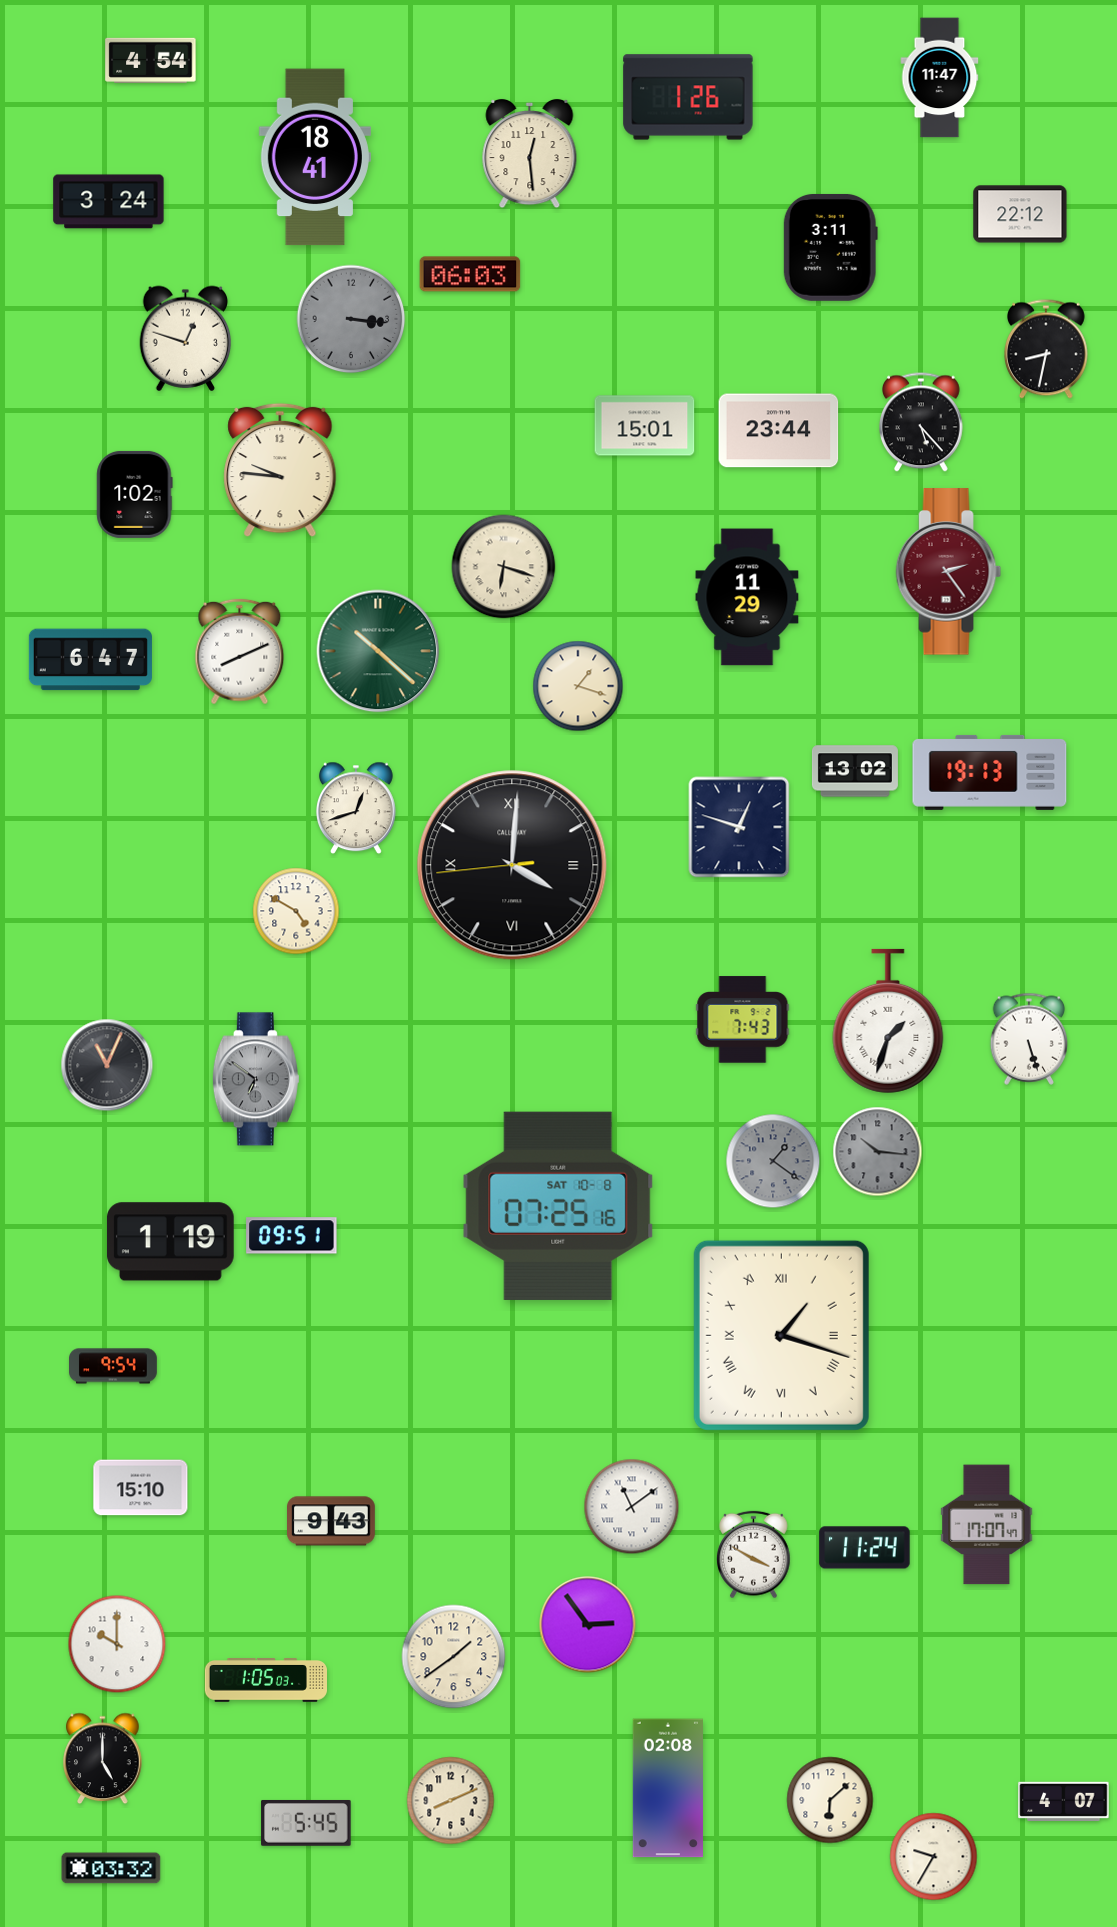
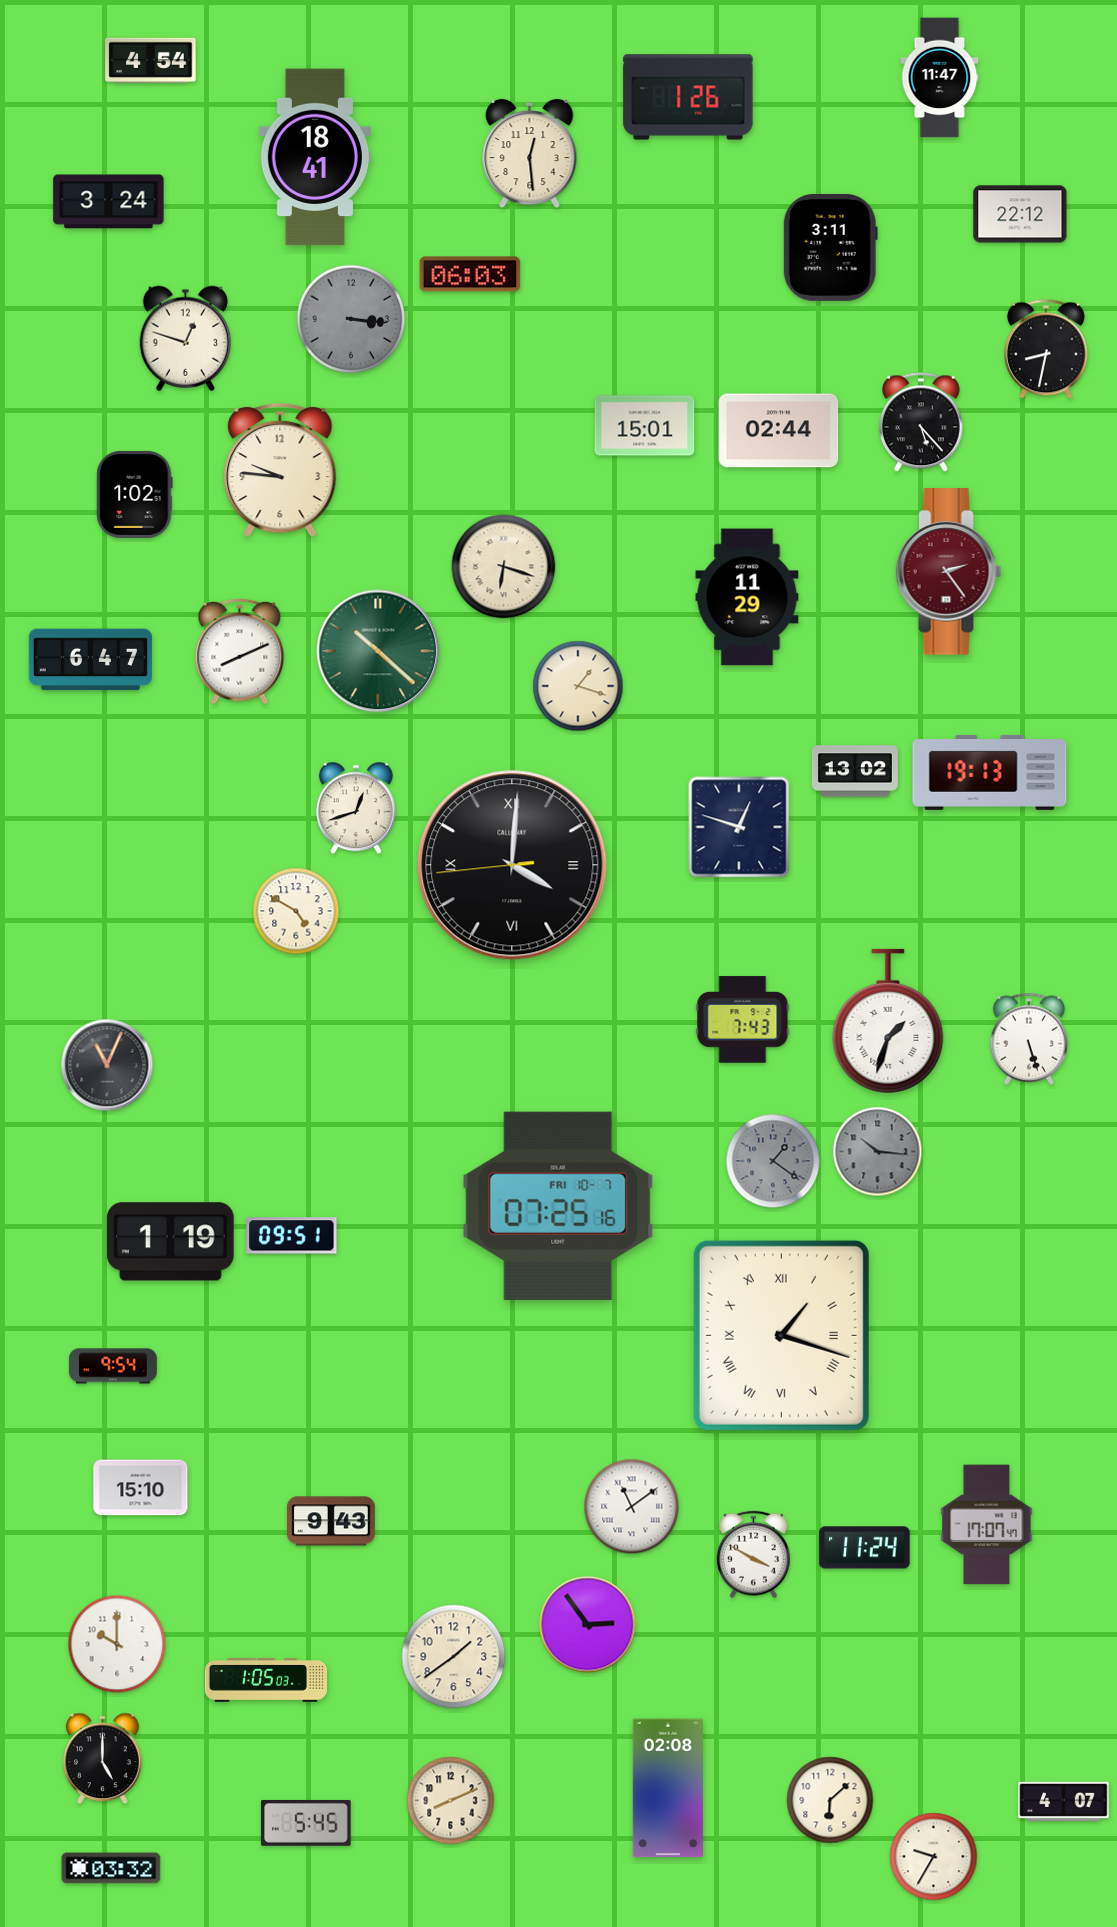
clock at (779, 431): 23:44 -> 02:44
clock at (256, 1079): 6:51 -> none
clock at (558, 1206) date: SAT 10-8 -> FRI 10-7
